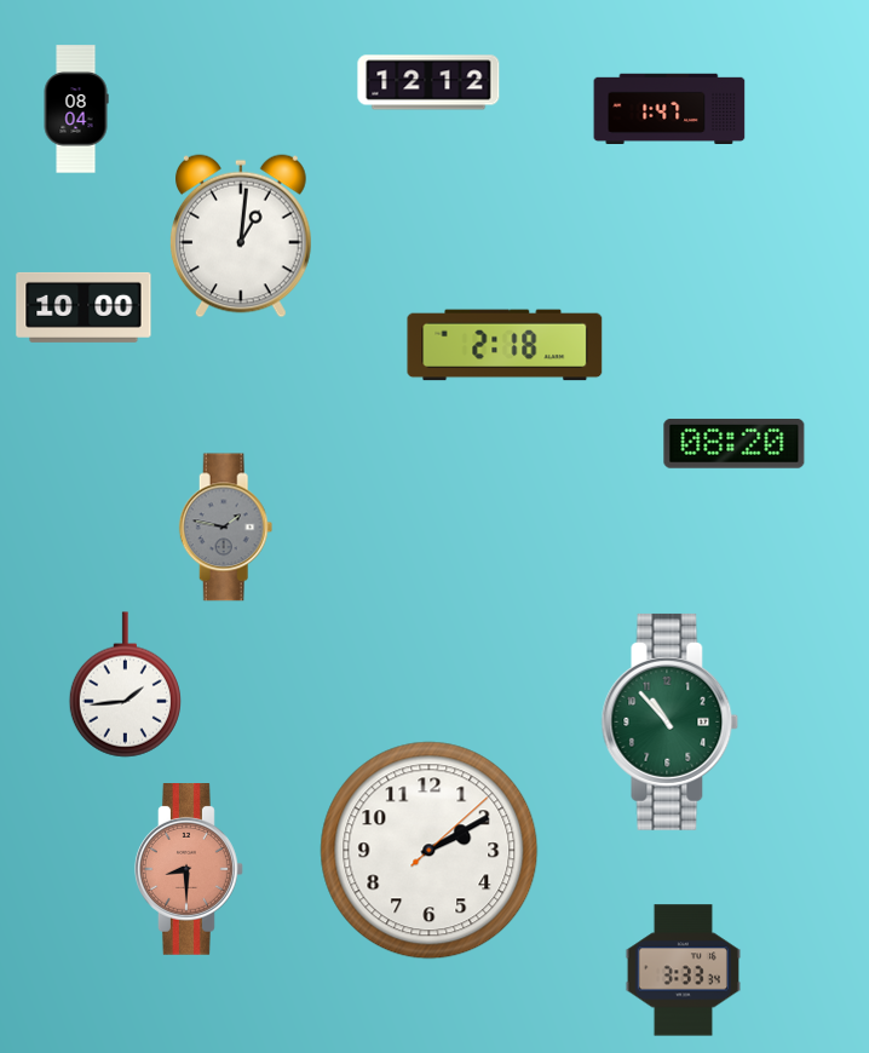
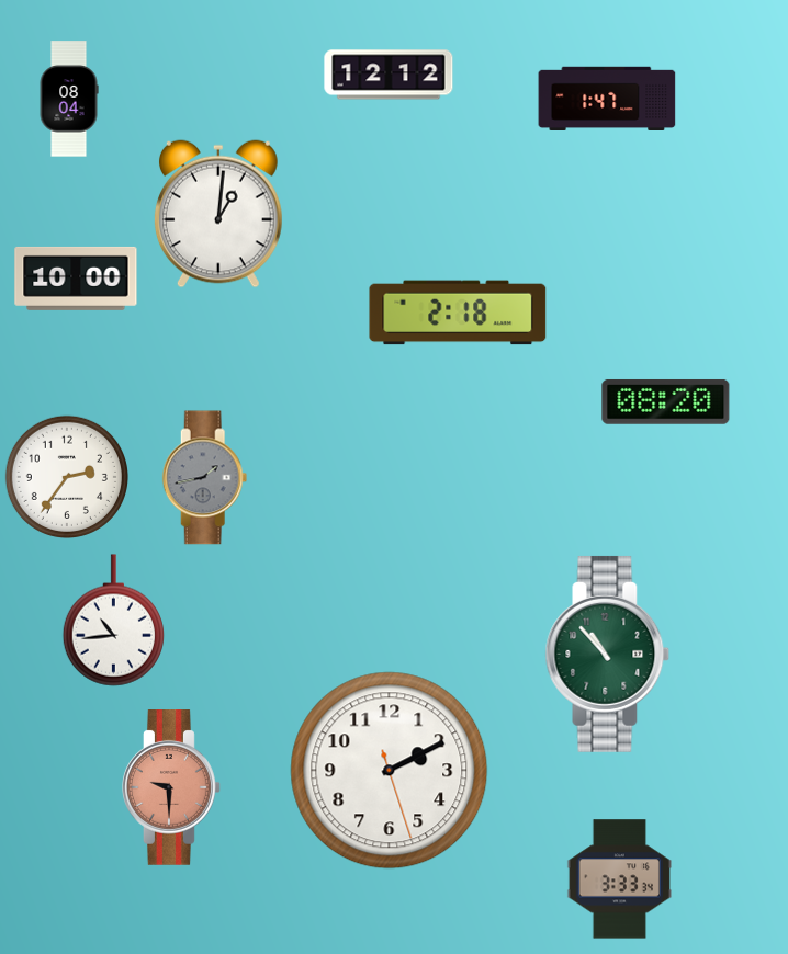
clock at (67, 477): none -> 2:36
clock at (226, 528): 1:47 -> 1:43
clock at (125, 685): 1:44 -> 10:44
clock at (430, 851): 2:10:08 -> 2:10:27
clock at (190, 870): 8:30 -> 9:30
